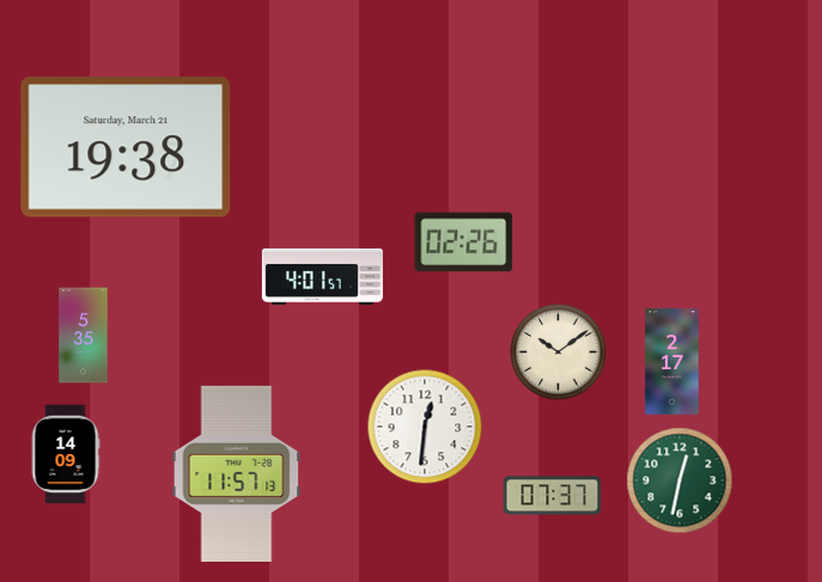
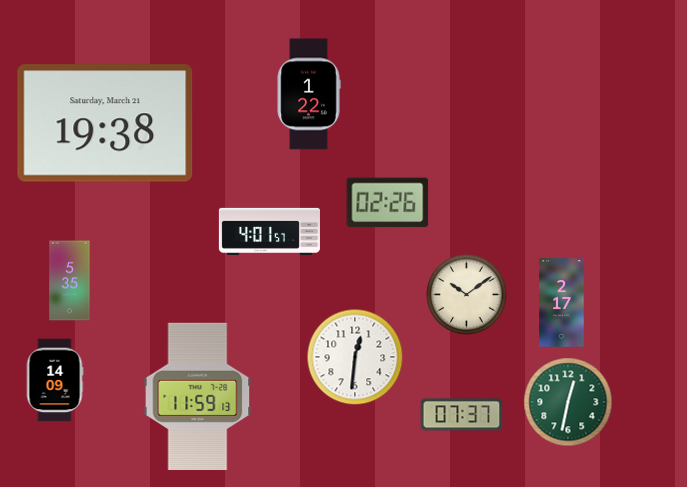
clock at (309, 94): none -> 1:22
clock at (237, 473): 11:57 -> 11:59
